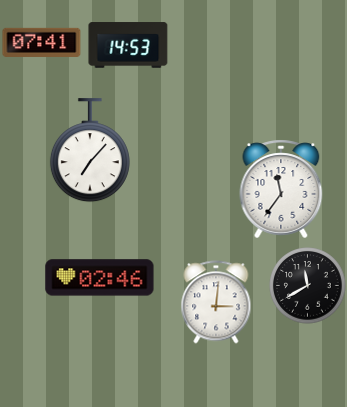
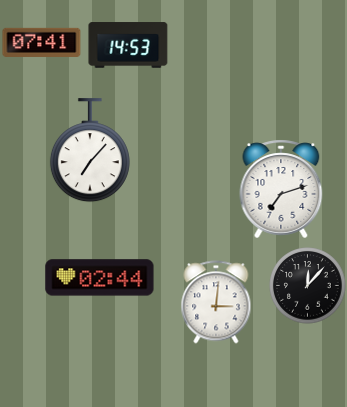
clock at (281, 189): 11:36 -> 7:12
clock at (100, 278): 02:46 -> 02:44
clock at (308, 286): 11:40 -> 12:07
